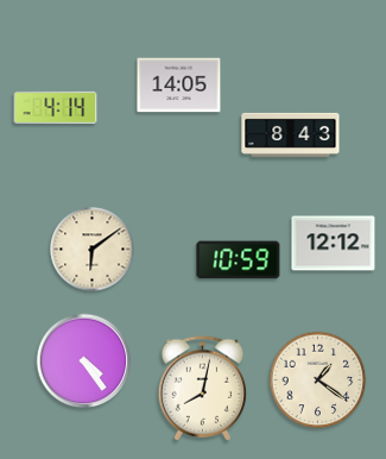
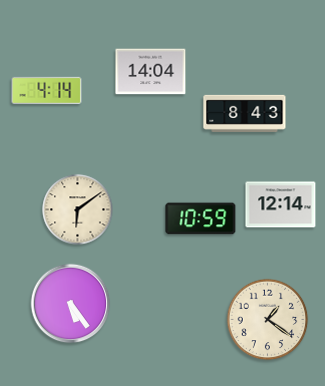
clock at (179, 86): 14:05 -> 14:04
clock at (334, 244): 12:12 -> 12:14
clock at (84, 361): 4:24 -> 5:24
clock at (203, 389): 8:02 -> none
